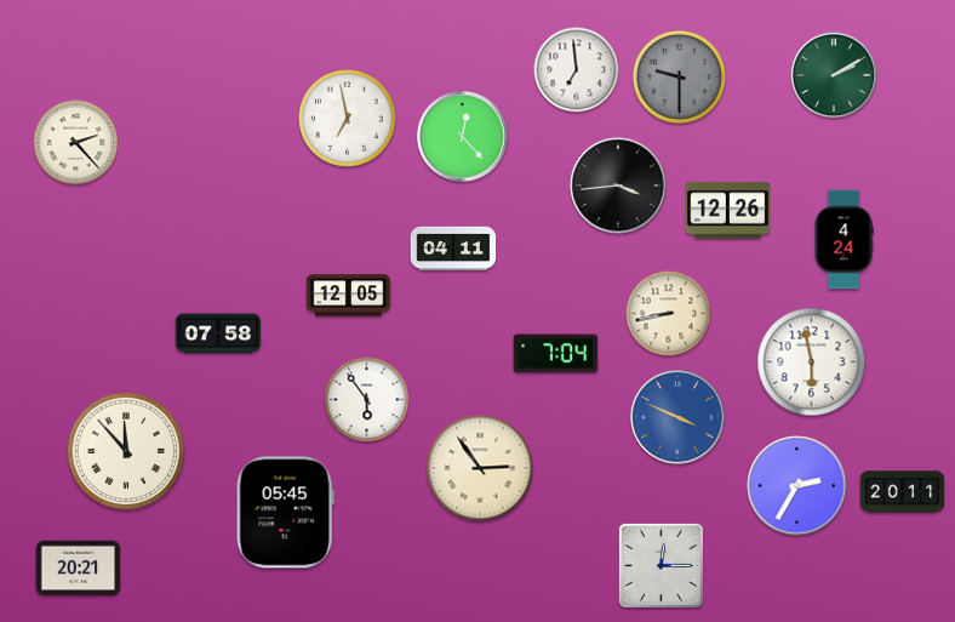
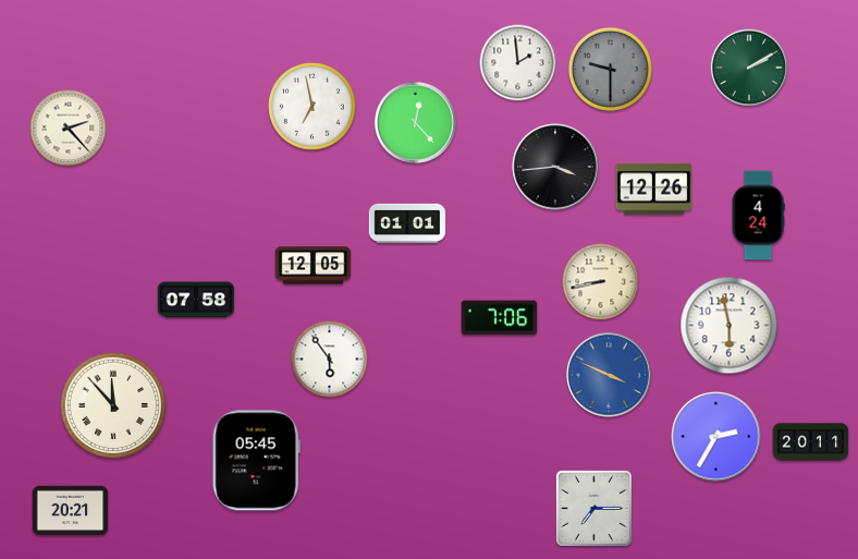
clock at (577, 70): 6:59 -> 1:59
clock at (453, 247): 04:11 -> 01:01
clock at (556, 354): 7:04 -> 7:06
clock at (480, 468): 2:54 -> none
clock at (661, 565): 12:15 -> 7:15
